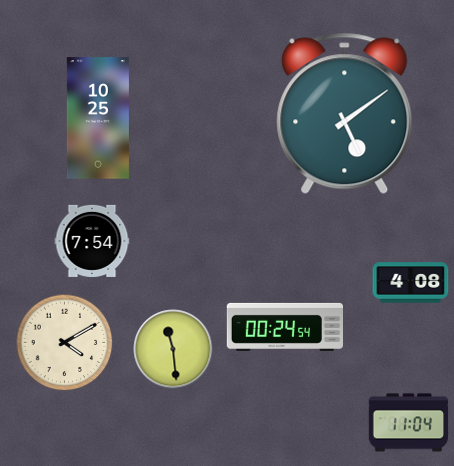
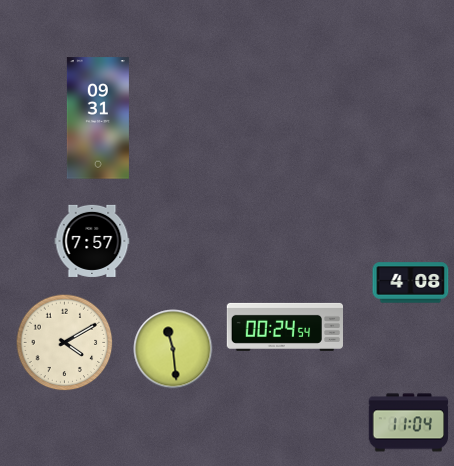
clock at (345, 114): 5:09 -> none
clock at (98, 118): 10:25 -> 09:31
clock at (92, 241): 7:54 -> 7:57
